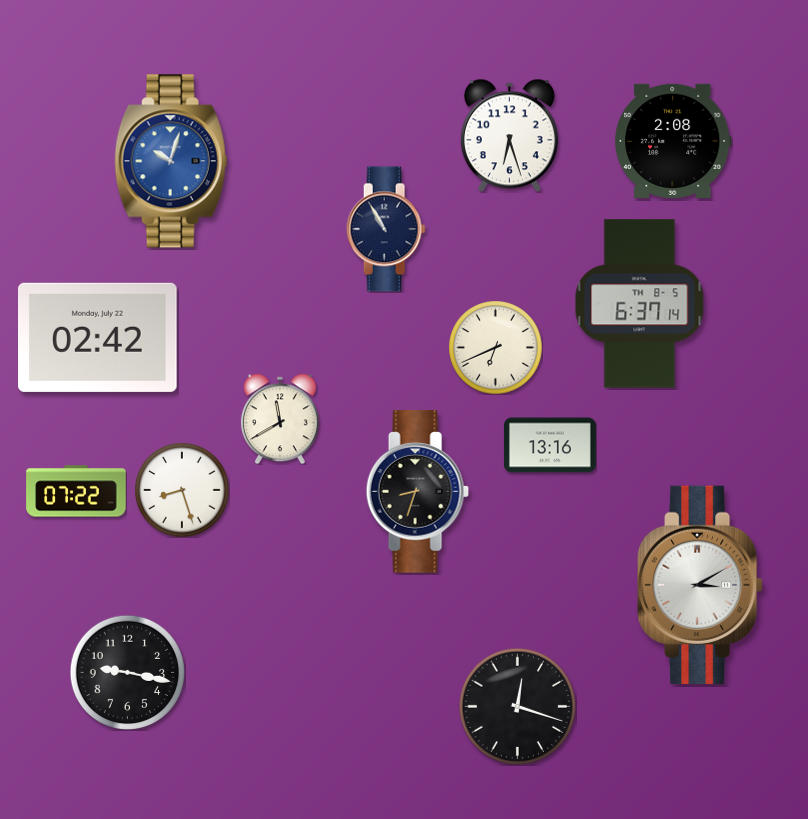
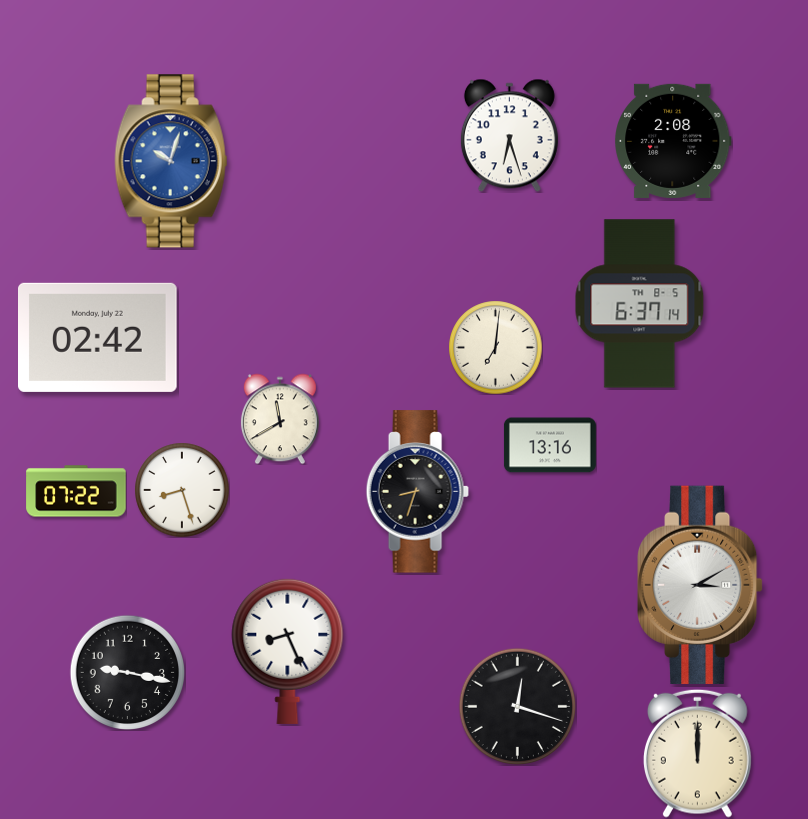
clock at (386, 229): 10:55 -> none
clock at (495, 347): 6:41 -> 7:01
clock at (288, 651): none -> 8:26
clock at (697, 753): none -> 12:00
